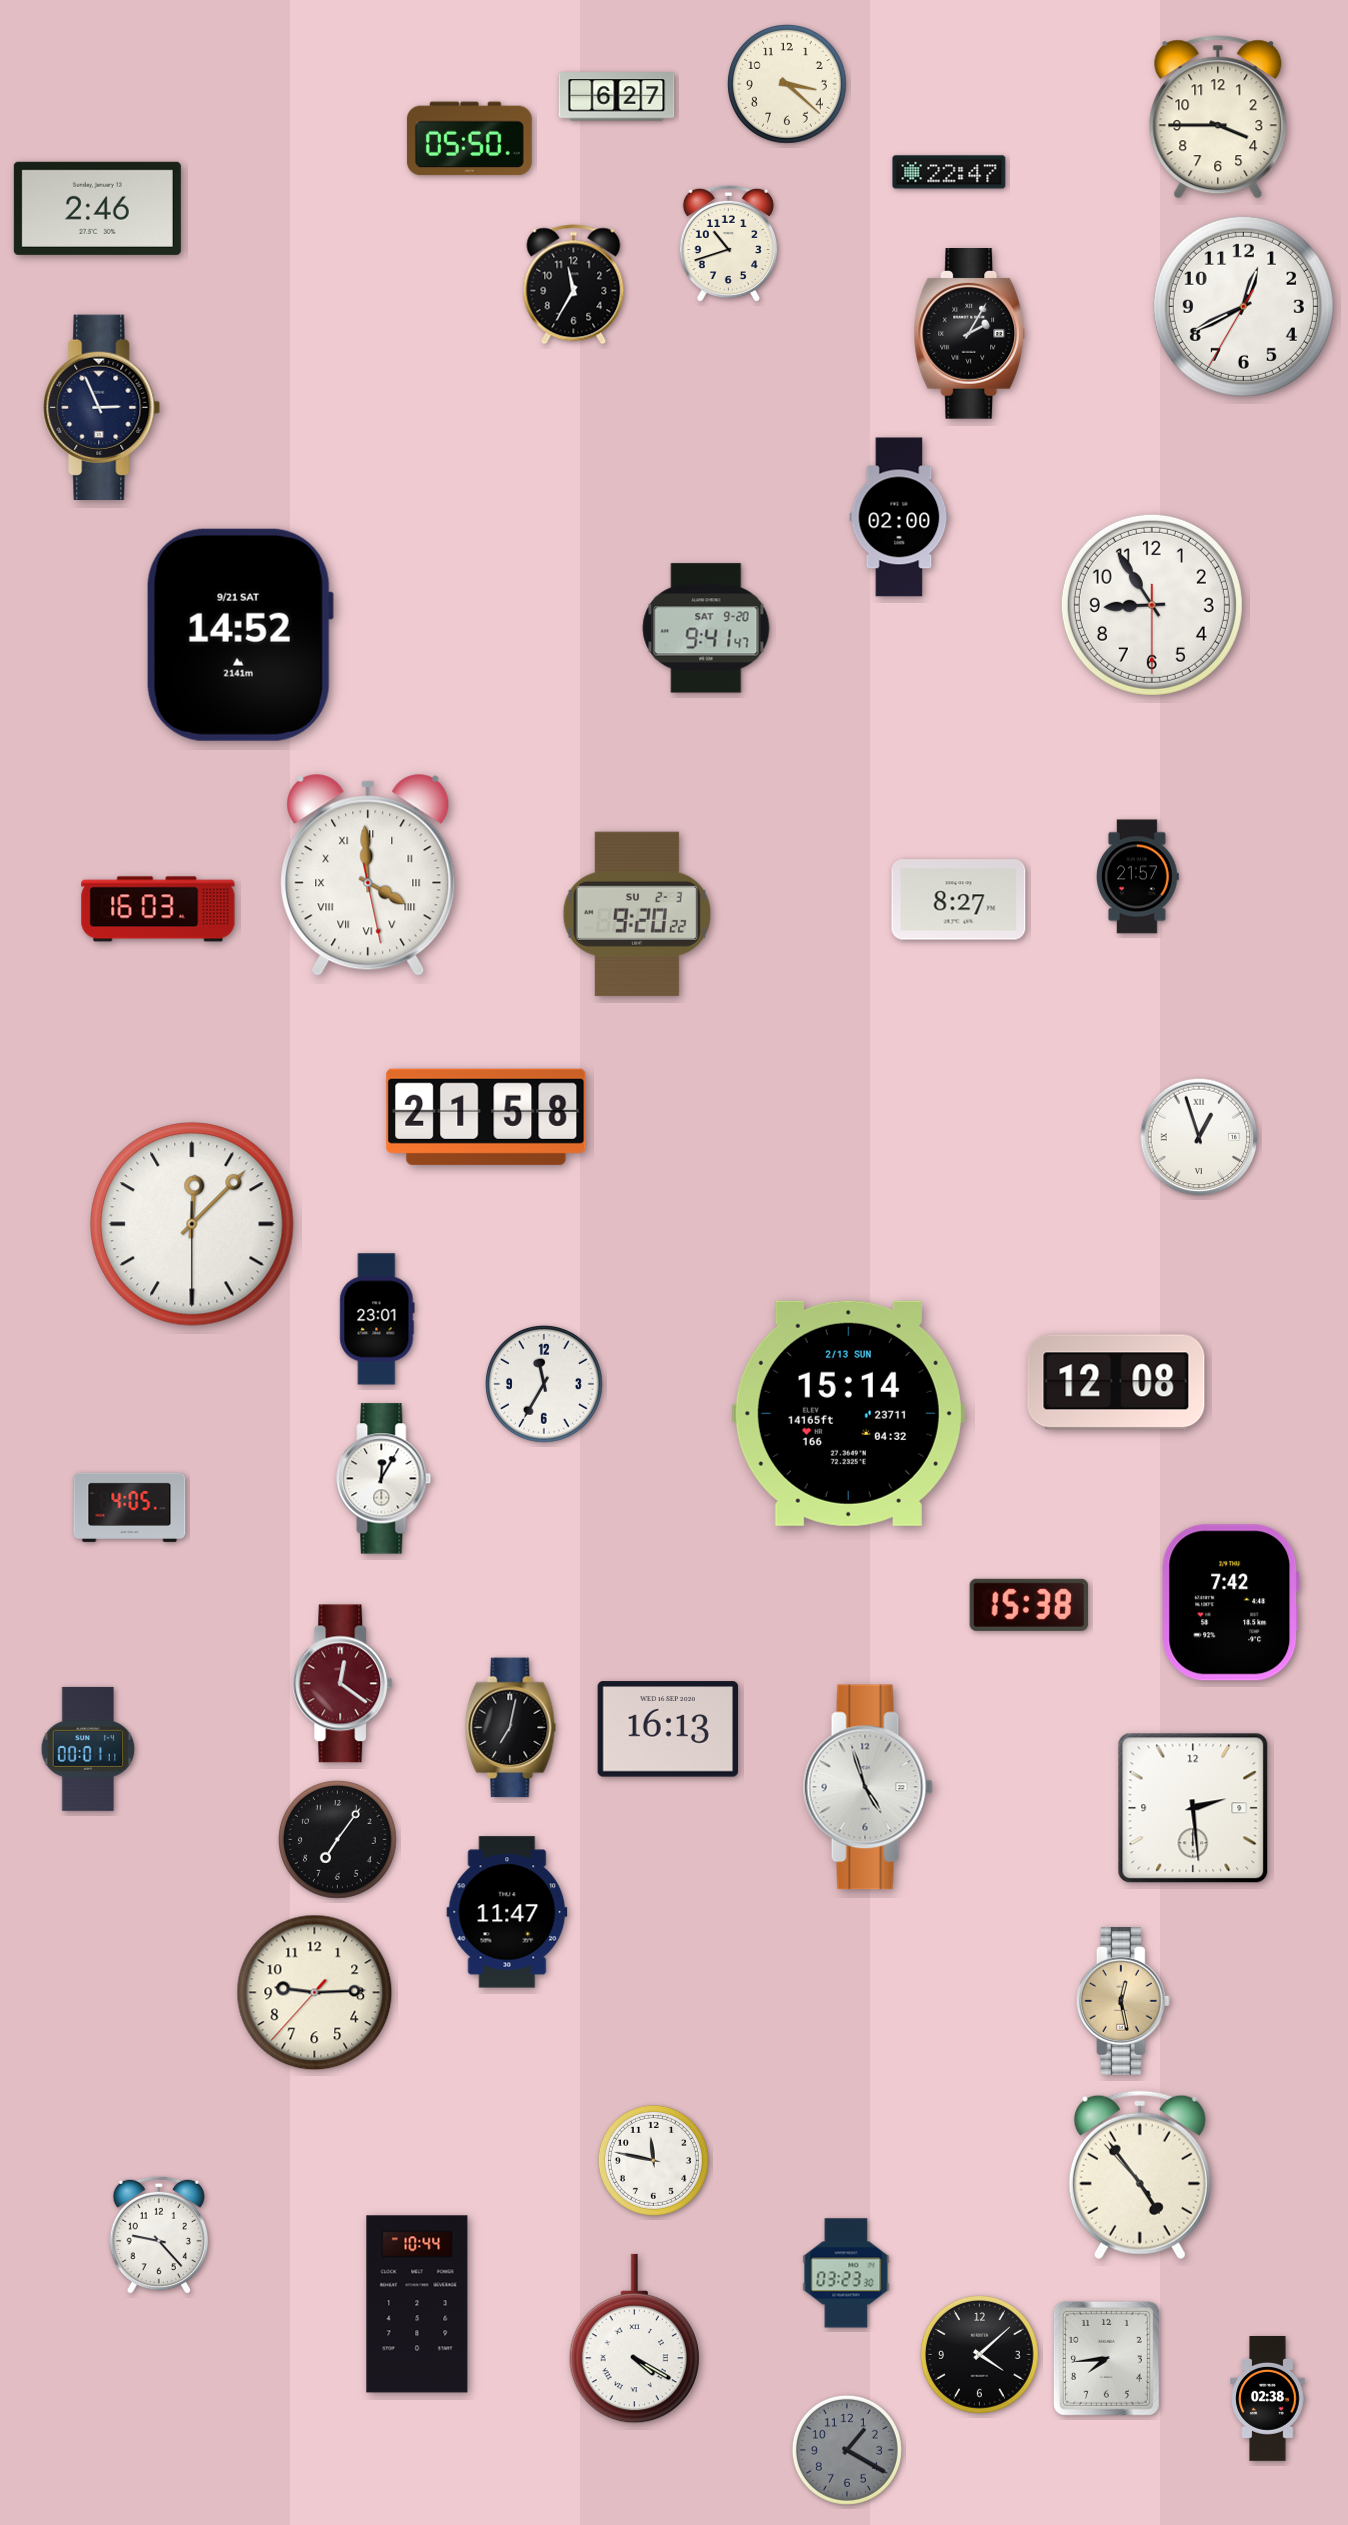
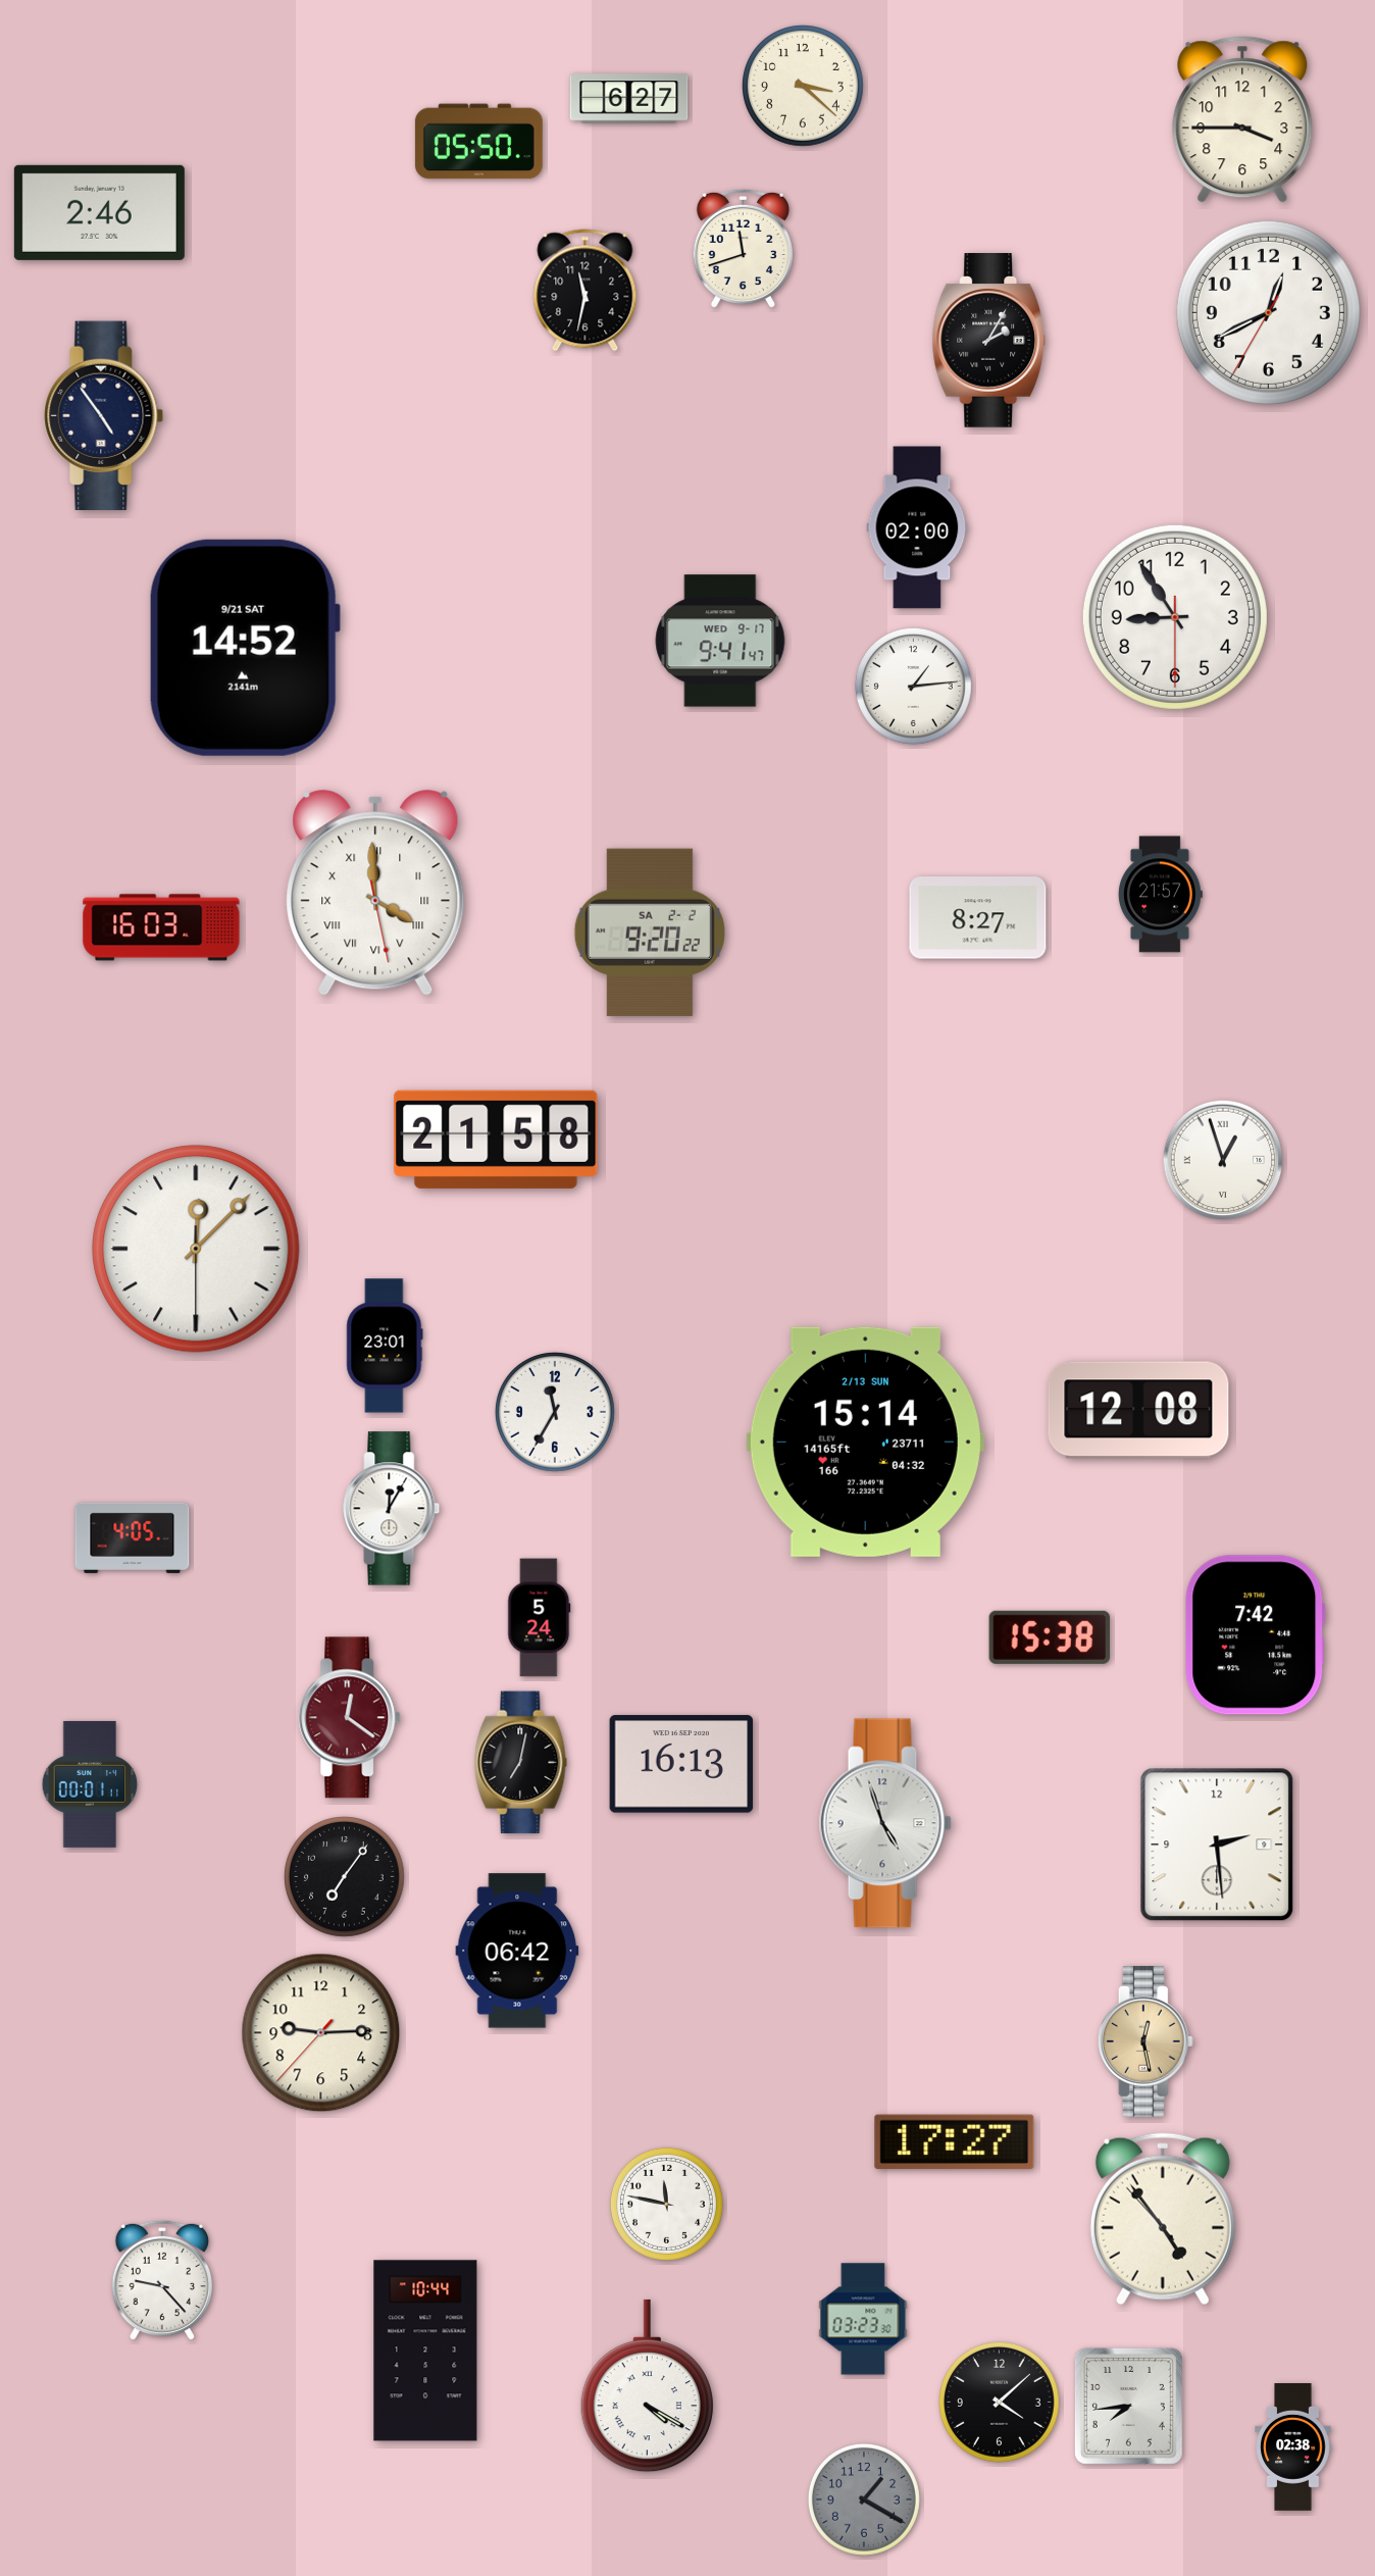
clock at (949, 172): 22:47 -> none
clock at (728, 244): 10:42 -> 11:42
clock at (574, 285): 11:35 -> 11:32
clock at (102, 407): 2:56 -> 4:54
clock at (706, 628) date: SAT 9-20 -> WED 9-17
clock at (913, 686): none -> 1:14
clock at (637, 914) date: SU 2-3 -> SA 2-2
clock at (540, 1618): none -> 5:24
clock at (507, 1912): 11:47 -> 06:42
clock at (955, 2142): none -> 17:27
